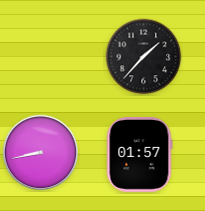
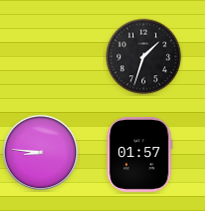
clock at (144, 57): 1:37 -> 1:33
clock at (41, 153): 8:43 -> 8:46
